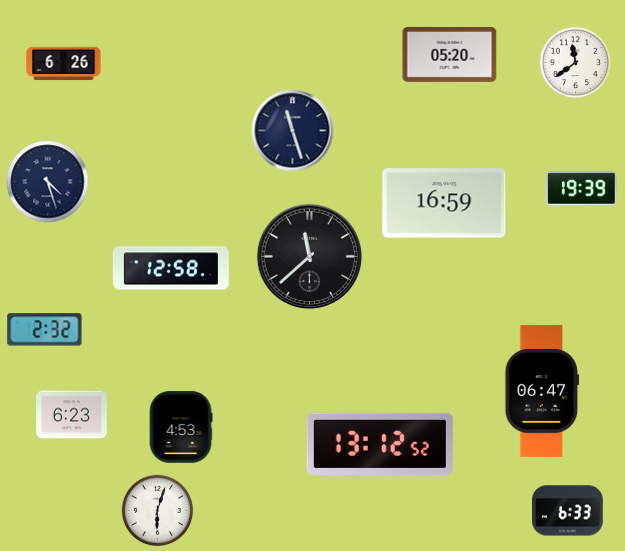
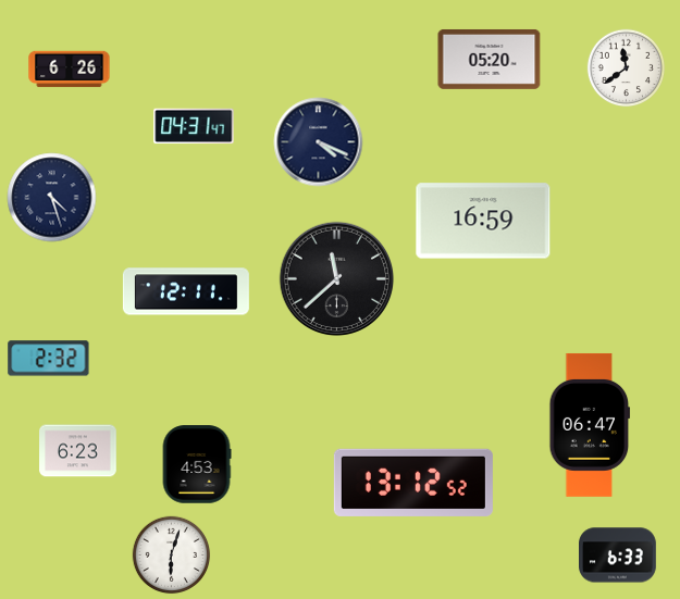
clock at (194, 126): none -> 04:31
clock at (293, 131): 11:27 -> 4:19
clock at (582, 189): 19:39 -> none
clock at (171, 268): 12:58 -> 12:11
